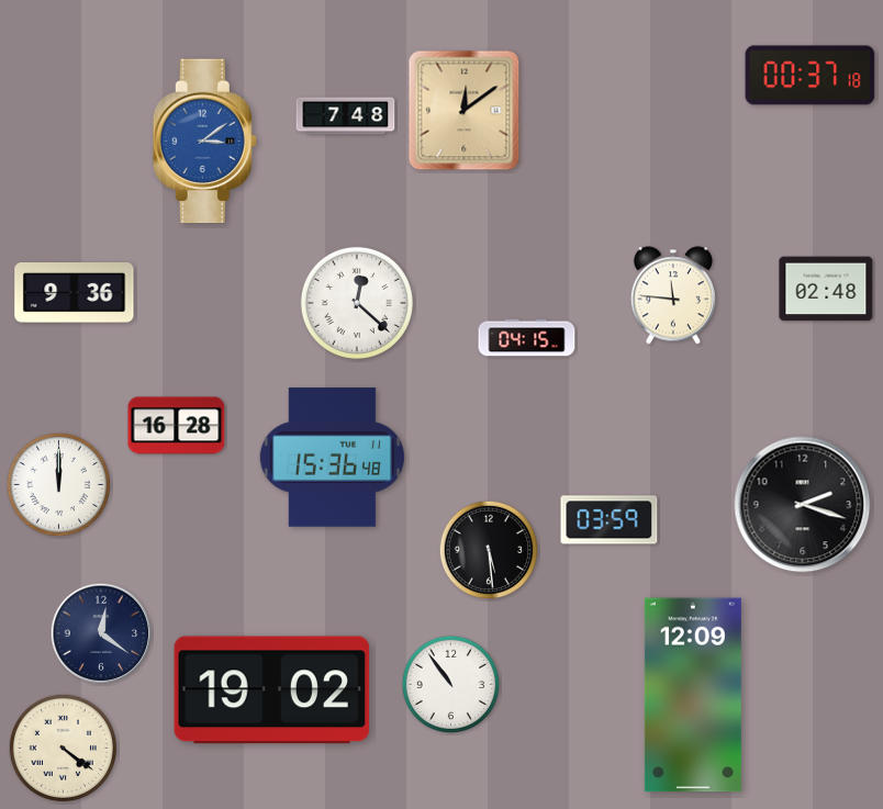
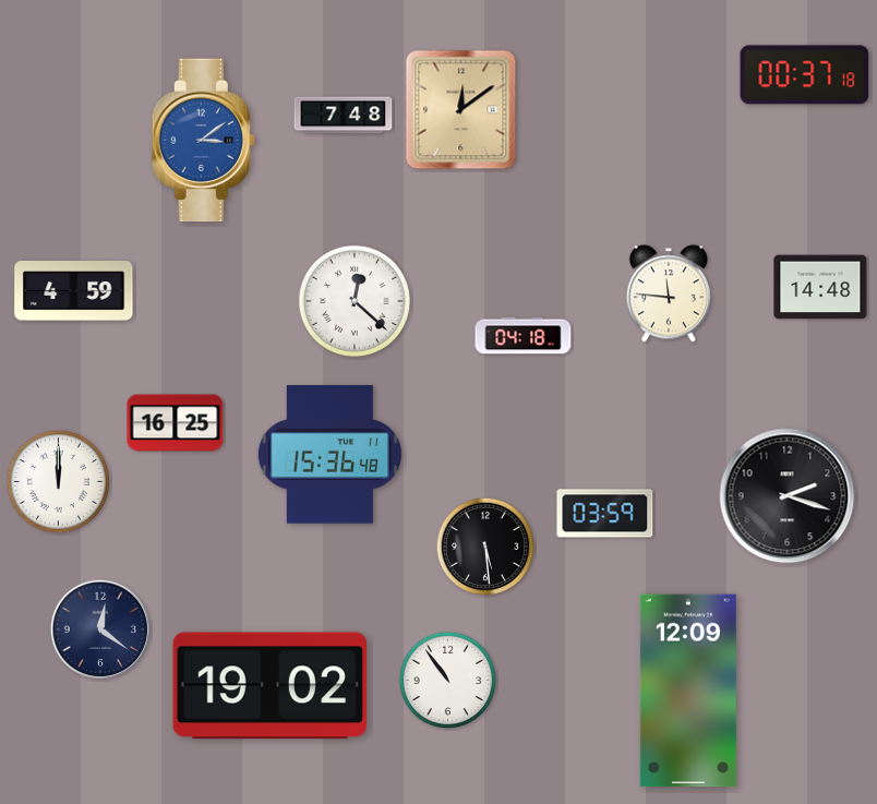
clock at (826, 289): 02:48 -> 14:48
clock at (75, 293): 9:36 -> 4:59
clock at (527, 338): 04:15 -> 04:18
clock at (177, 426): 16:28 -> 16:25
clock at (803, 505) position: (803, 505) -> (788, 496)
clock at (610, 520) position: (610, 520) -> (605, 514)
clock at (63, 748): 4:21 -> none
